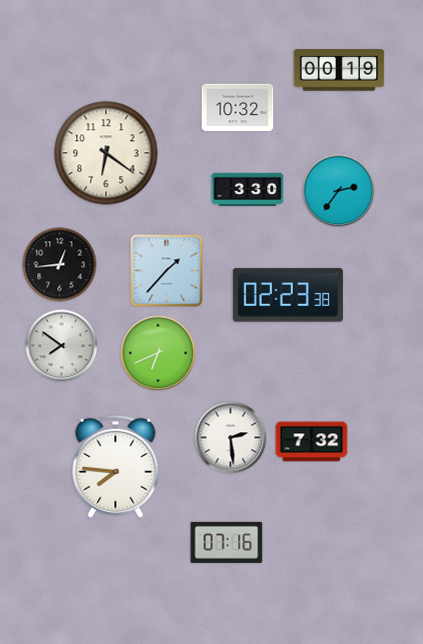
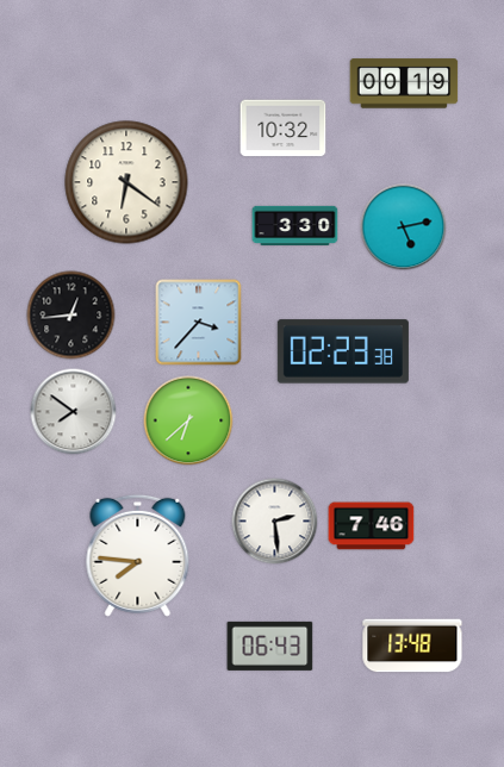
clock at (339, 191): 2:36 -> 5:13
clock at (167, 271): 1:37 -> 3:37
clock at (158, 353): 6:41 -> 6:38
clock at (312, 442): 7:32 -> 7:46
clock at (227, 542): 07:16 -> 06:43
clock at (412, 646): none -> 13:48
